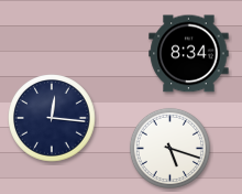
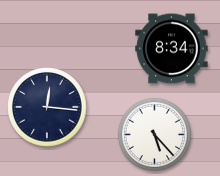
clock at (169, 148): 5:18 -> 5:23
